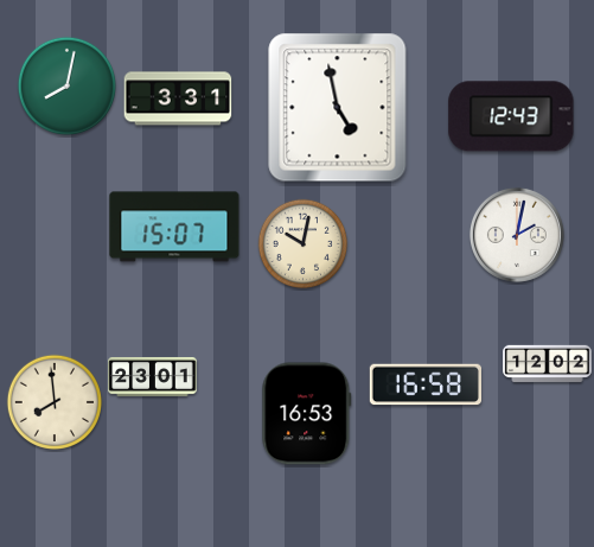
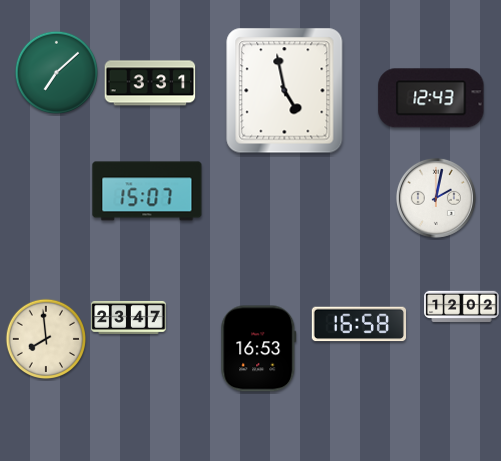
clock at (66, 85): 8:02 -> 7:08
clock at (304, 244): 10:02 -> none
clock at (153, 376): 23:01 -> 23:47
